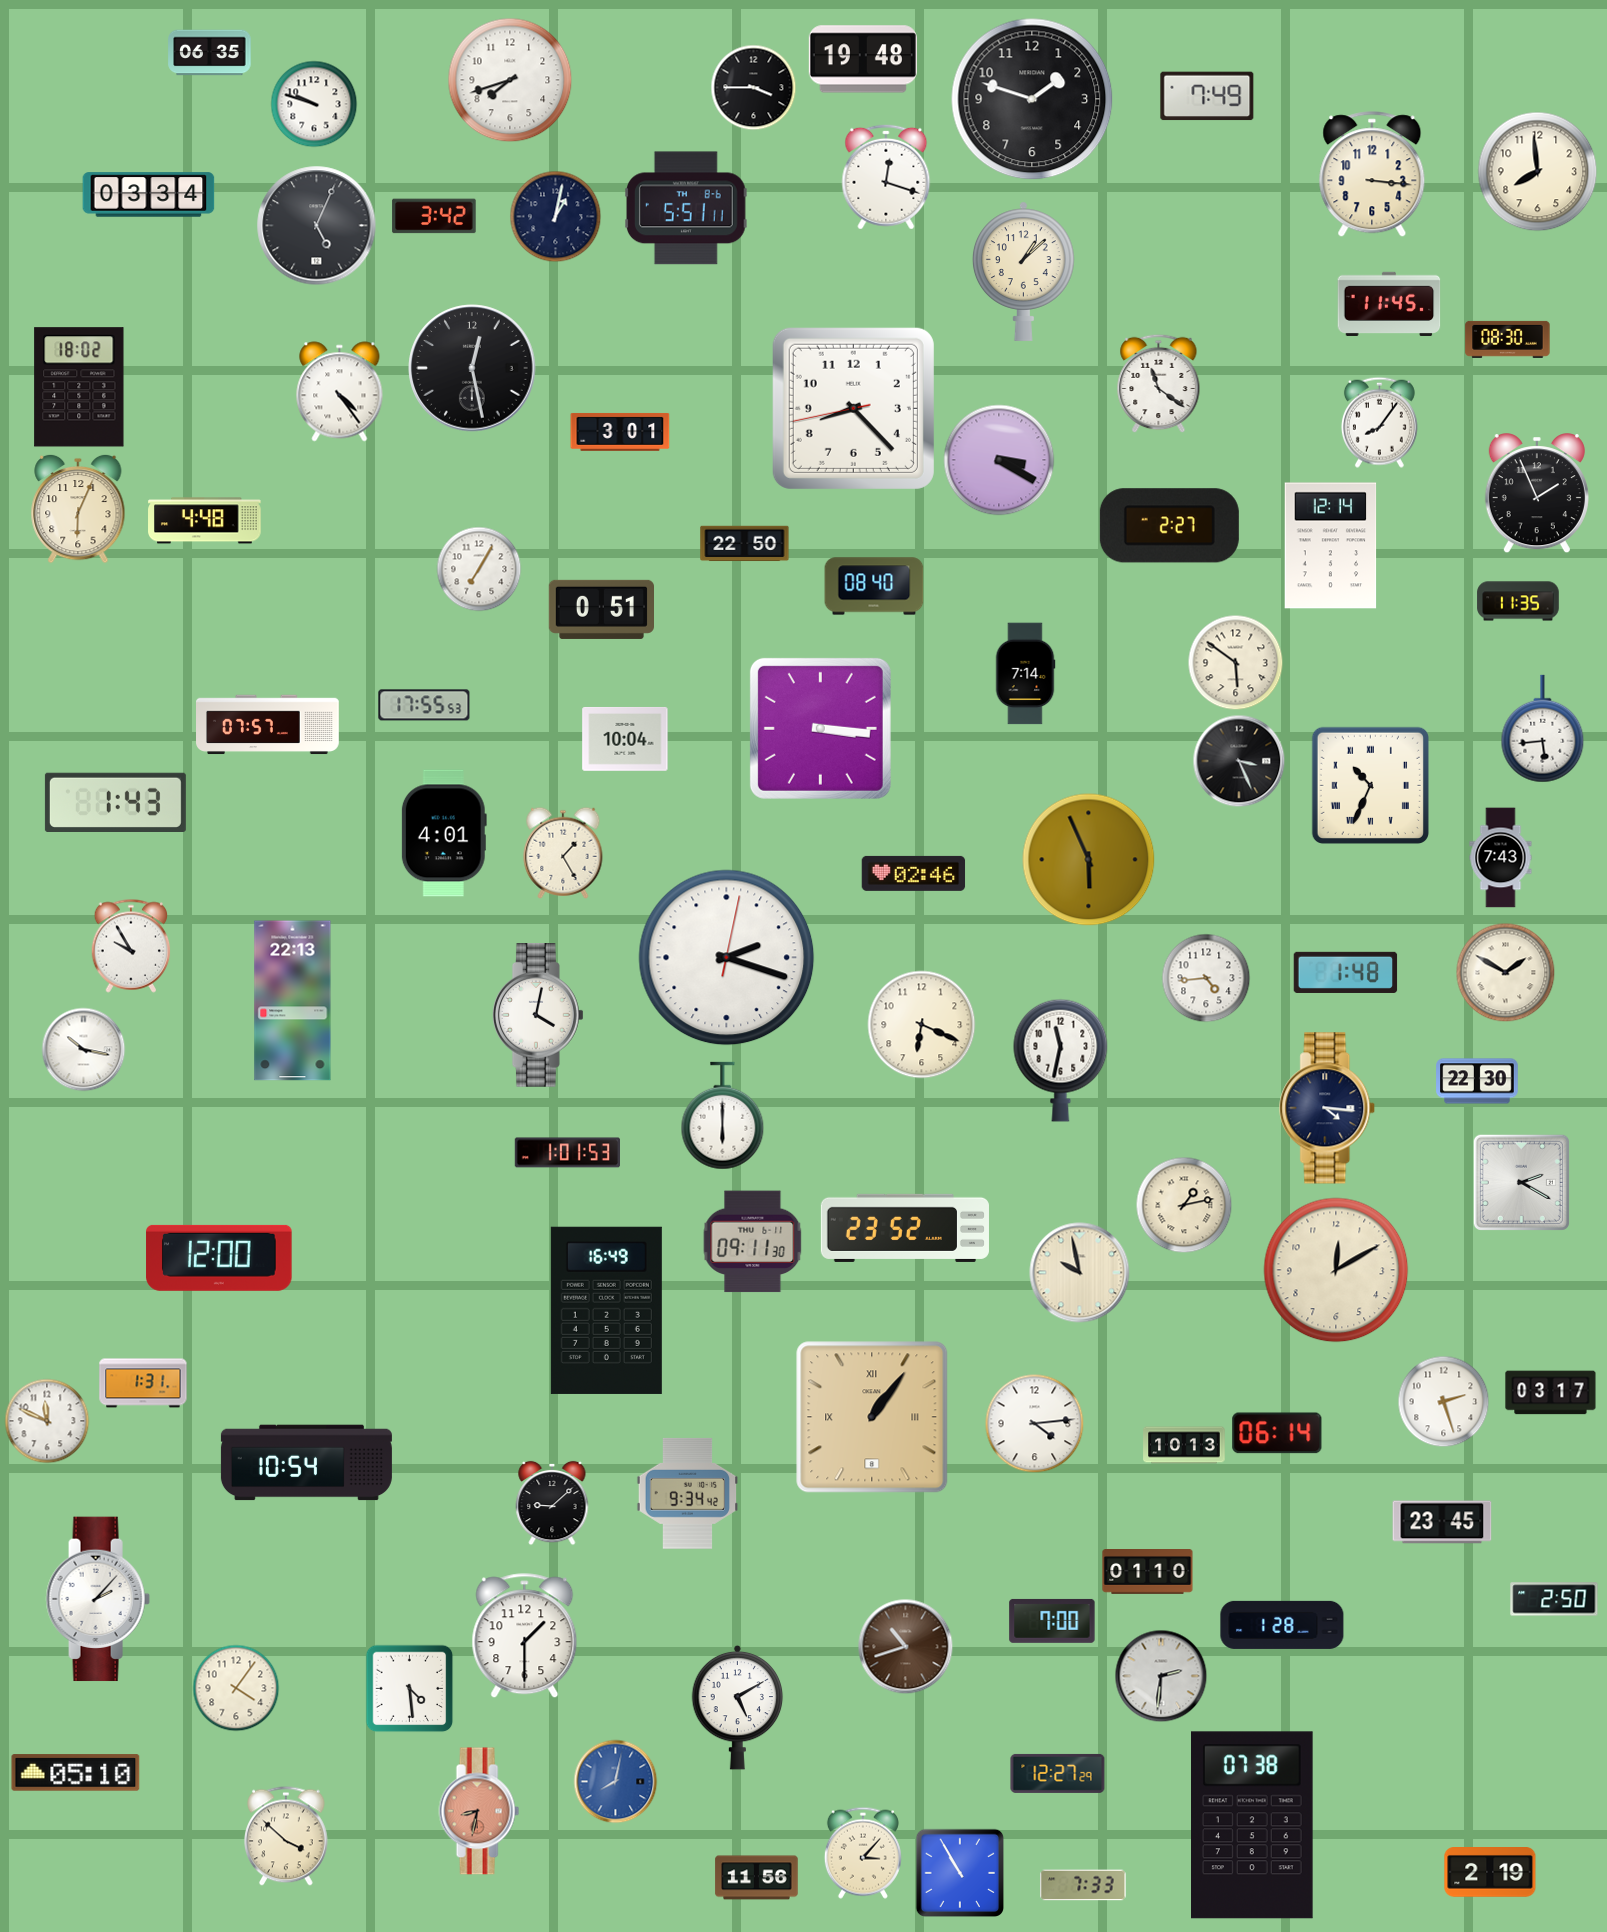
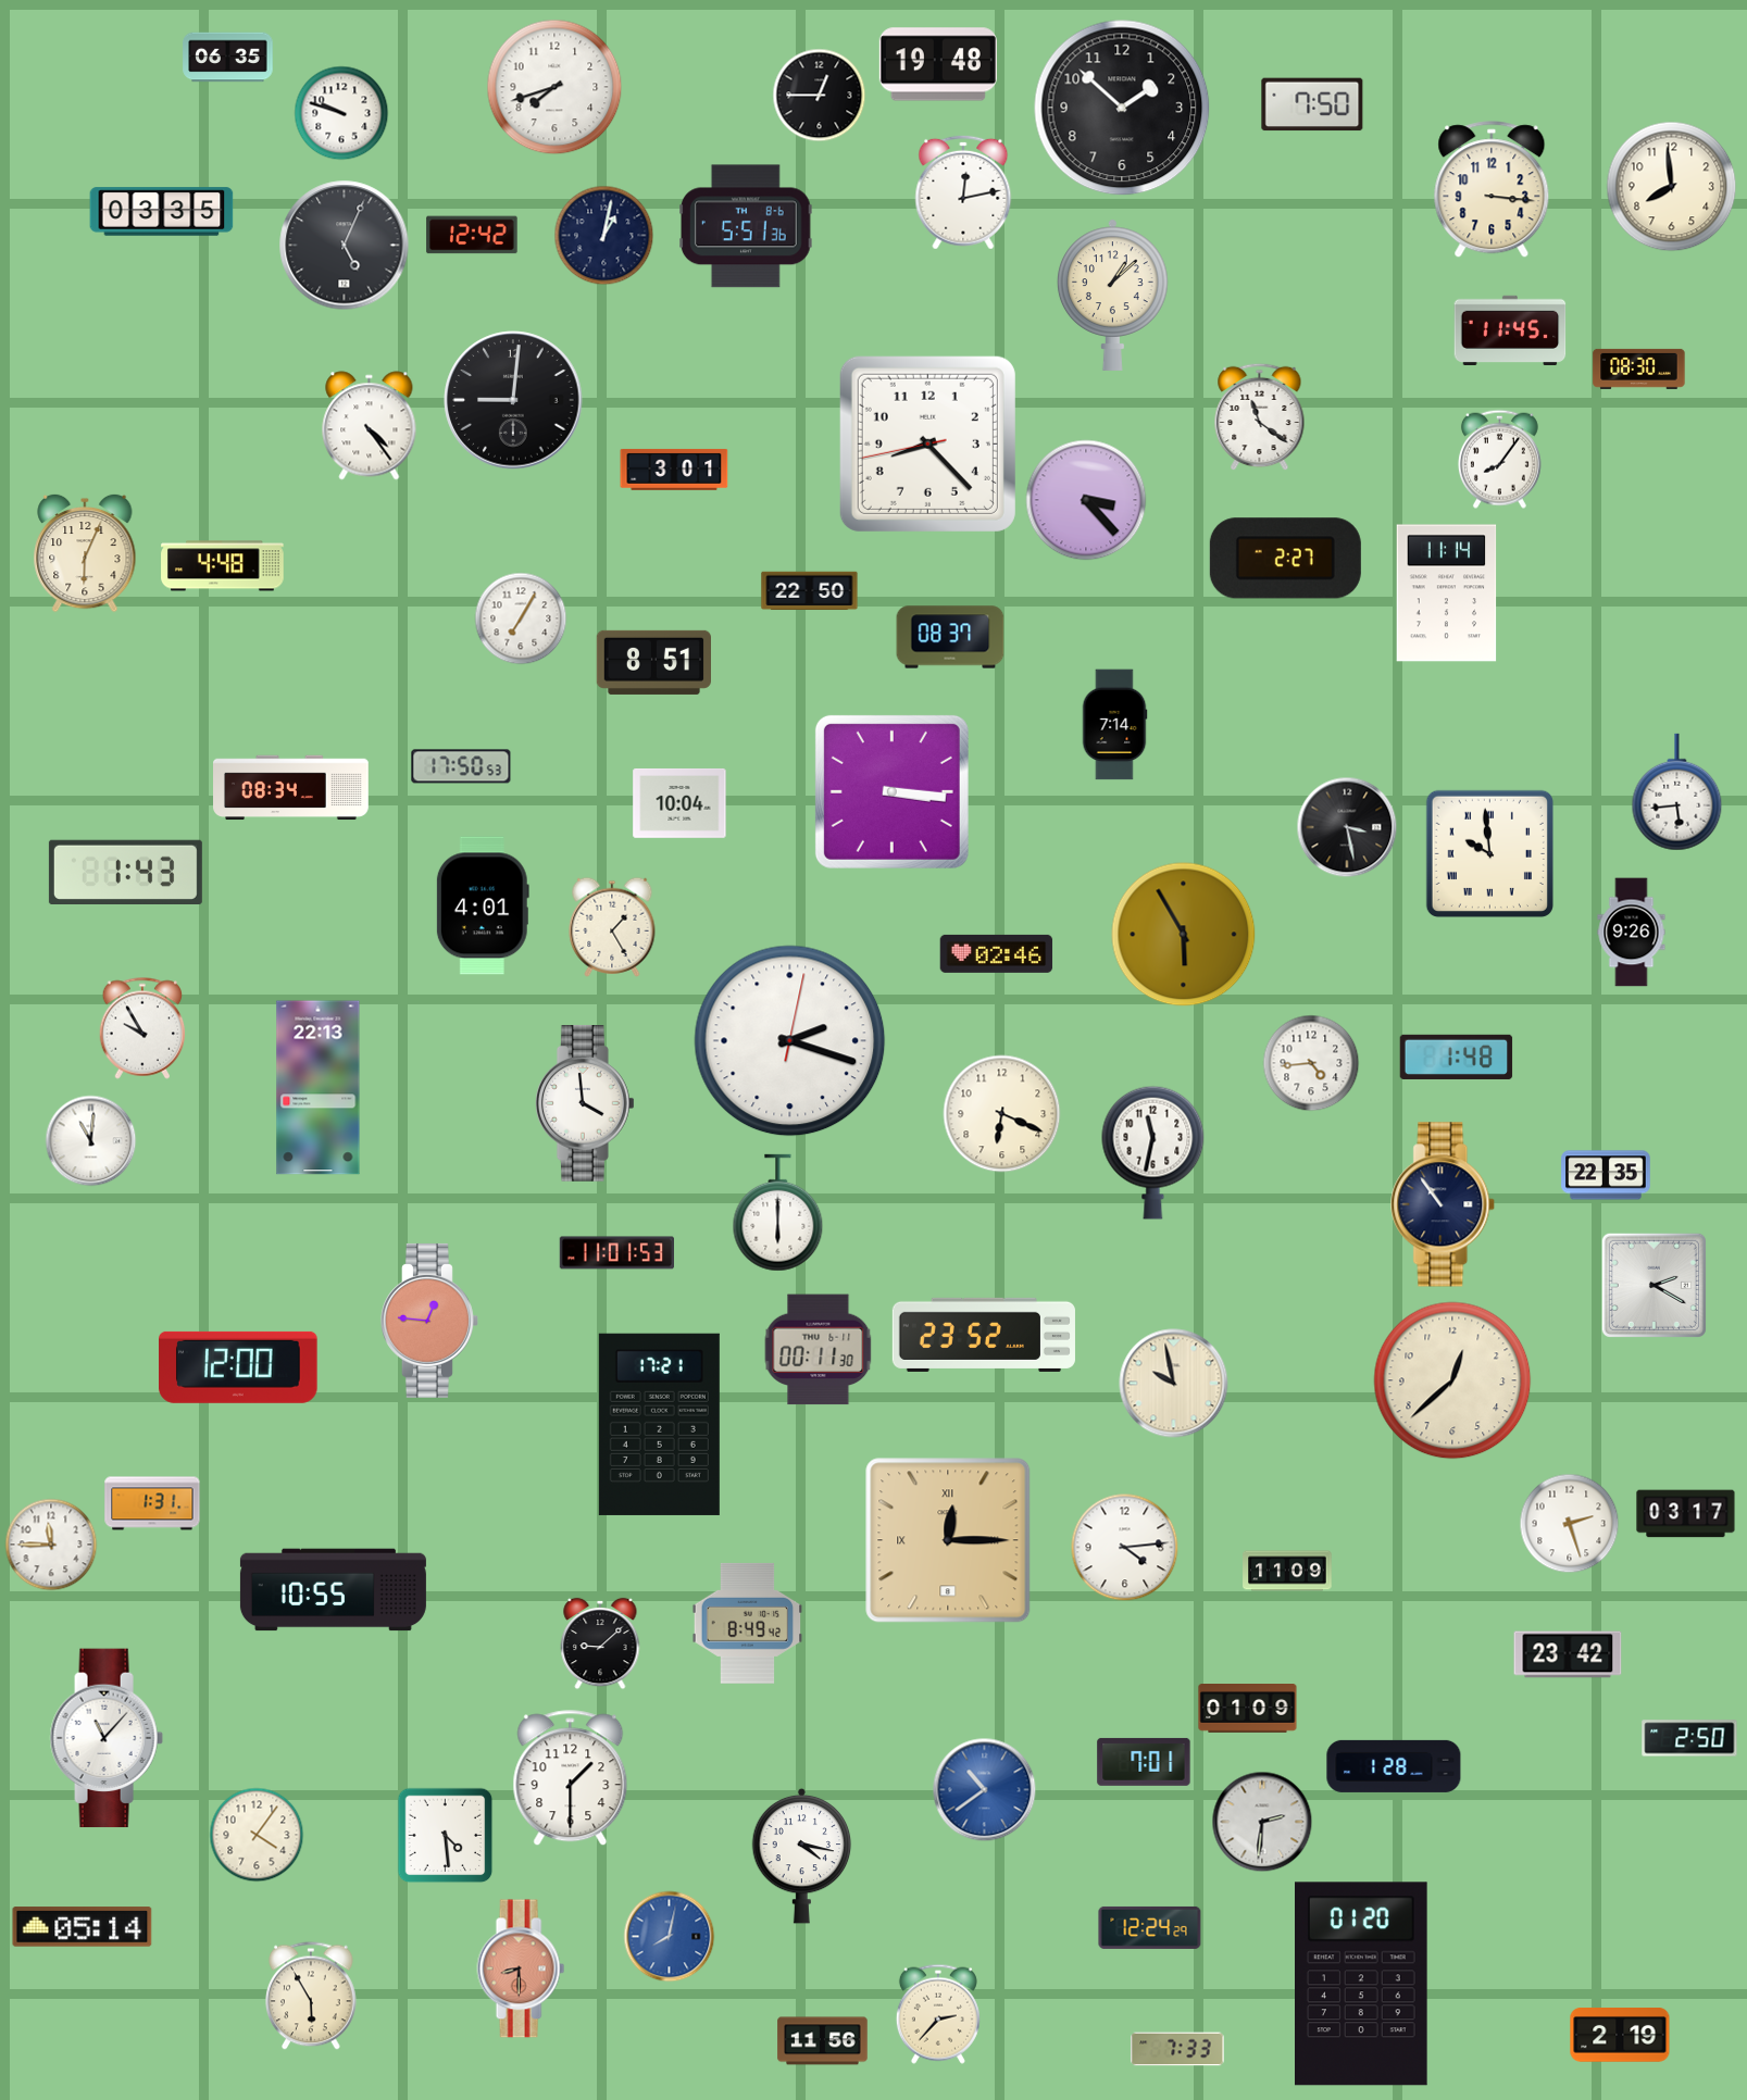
clock at (754, 88): 3:45 -> 12:45
clock at (1207, 96): 7:49 -> 7:50
clock at (1032, 99): 1:48 -> 1:52
clock at (886, 177): 12:18 -> 12:13
clock at (149, 195): 03:34 -> 03:35
clock at (687, 208): 5:51:11 -> 5:51:36
clock at (434, 216): 3:42 -> 12:42
clock at (472, 368): 12:28 -> 9:01
clock at (79, 387): 18:02 -> none
clock at (999, 460): 3:20 -> 3:23
clock at (1537, 494): 1:56 -> none
clock at (1169, 526) position: (1169, 526) -> (1285, 559)
clock at (1331, 546): 12:14 -> 11:14
clock at (874, 586): 08:40 -> 08:37
clock at (1518, 601): 11:35 -> none
clock at (601, 609): 0:51 -> 8:51
clock at (1236, 663): 5:51 -> none
clock at (1025, 674) position: (1025, 674) -> (1114, 725)
clock at (424, 705): 17:55 -> 17:50
clock at (268, 725): 07:57 -> 08:34
clock at (1239, 761): 3:26 -> 3:28
clock at (1370, 785): 10:34 -> 9:59
clock at (1501, 858): 7:43 -> 9:26
clock at (1089, 860): 5:56 -> 5:55
clock at (914, 873) position: (914, 873) -> (997, 953)
clock at (1346, 972) position: (1346, 972) -> (1457, 1057)
clock at (1506, 973): 1:50 -> none
clock at (538, 1016): 4:02 -> 3:59
clock at (84, 1050): 10:17 -> 11:01
clock at (1477, 1081): 22:30 -> 22:35
clock at (1328, 1108): 4:16 -> 10:54
clock at (723, 1116) position: (723, 1116) -> (778, 1213)
clock at (567, 1153): 1:01 -> 11:01
clock at (1184, 1205): 1:13 -> none
clock at (429, 1321): none -> 12:46
clock at (753, 1242): 09:11 -> 00:11
clock at (1336, 1270): 12:10 -> 12:38
clock at (606, 1310): 16:49 -> 17:21
clock at (143, 1383) position: (143, 1383) -> (152, 1503)
clock at (872, 1417): 1:06 -> 12:15
clock at (47, 1421): 11:49 -> 11:45
clock at (1277, 1433): 06:14 -> none
clock at (1184, 1445): 10:13 -> 11:09
clock at (306, 1463): 10:54 -> 10:55
clock at (688, 1493): 9:34 -> 8:49
clock at (552, 1503) position: (552, 1503) -> (600, 1643)
clock at (1442, 1522): 23:45 -> 23:42
clock at (1148, 1572): 01:10 -> 01:09
clock at (98, 1599): 2:07 -> 11:07
clock at (1052, 1621): 7:00 -> 7:01
clock at (906, 1647): 10:42 -> 10:39
clock at (906, 1647) dial: brown -> blue
clock at (738, 1707): 5:10 -> 4:17
clock at (76, 1773): 05:10 -> 05:14
clock at (1058, 1773): 12:27 -> 12:24
clock at (479, 1811): 8:32 -> 8:30
clock at (1253, 1825): 07:38 -> 01:20
clock at (287, 1836): 3:52 -> 5:55
clock at (863, 1853): 3:07 -> 2:37
clock at (959, 1872): 10:55 -> none
